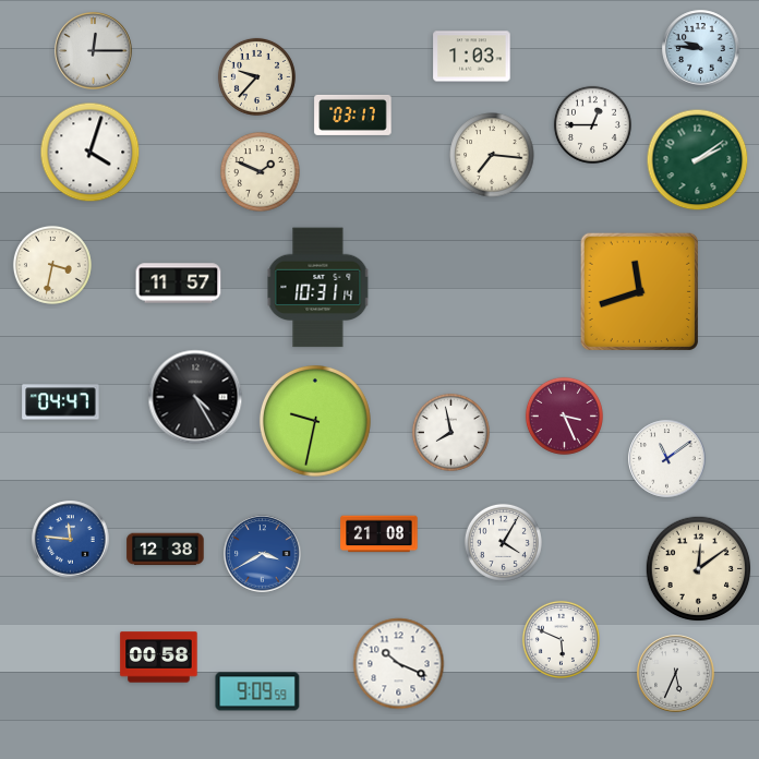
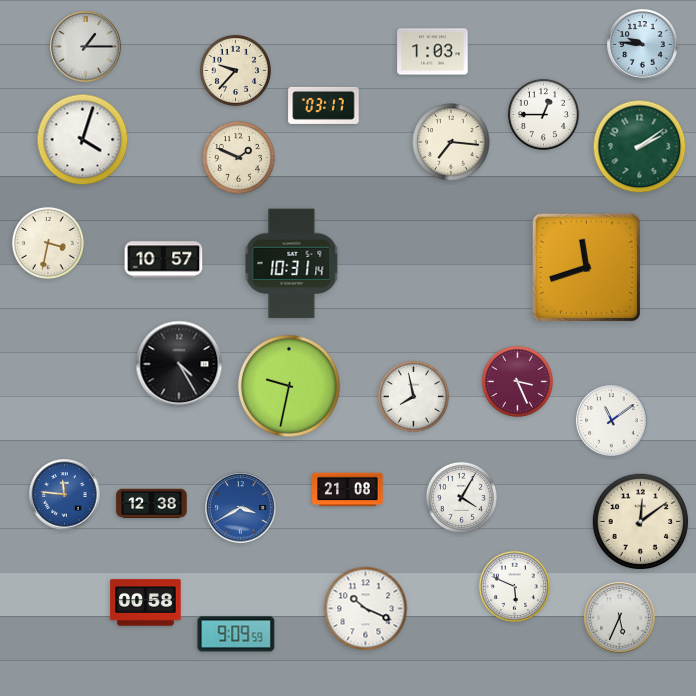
clock at (94, 51): 12:15 -> 1:15
clock at (179, 284): 11:57 -> 10:57
clock at (61, 402): 04:47 -> none
